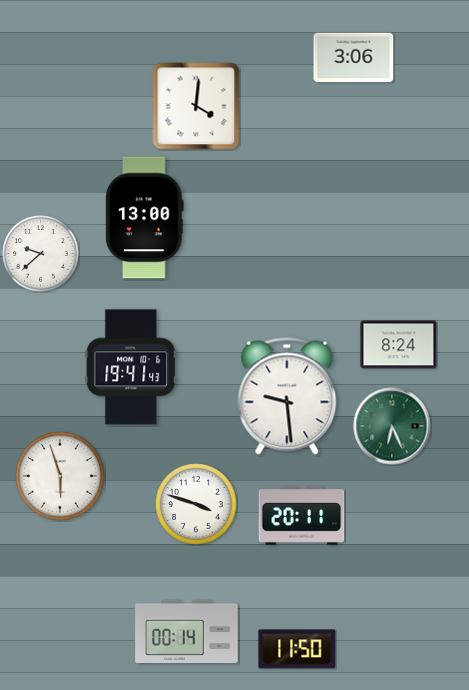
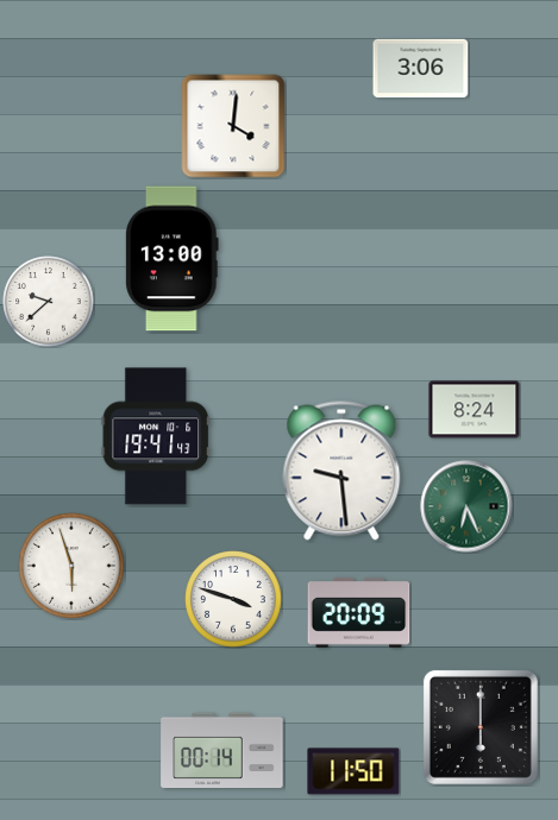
clock at (302, 516): 20:11 -> 20:09
clock at (481, 727): none -> 6:00
